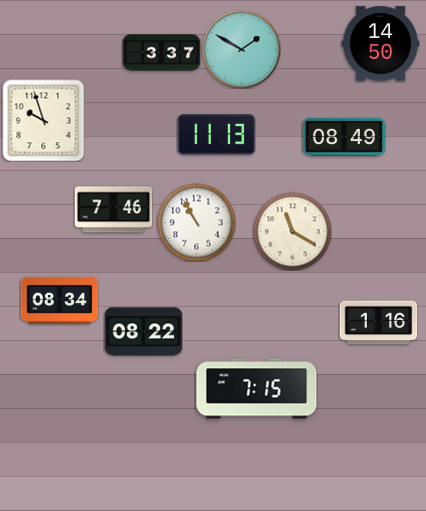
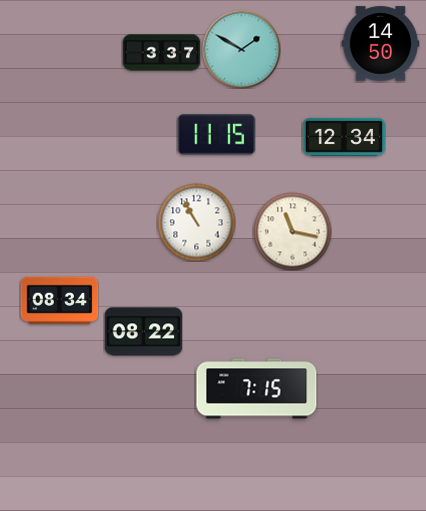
clock at (43, 120): 9:57 -> none
clock at (216, 135): 11:13 -> 11:15
clock at (344, 137): 08:49 -> 12:34
clock at (113, 210): 7:46 -> none
clock at (292, 231): 11:20 -> 11:17
clock at (378, 323): 1:16 -> none
